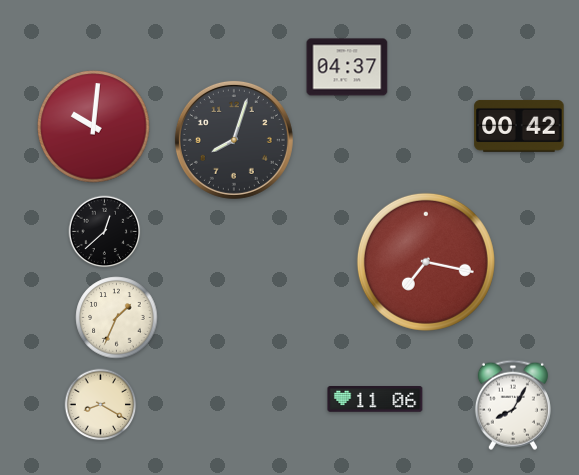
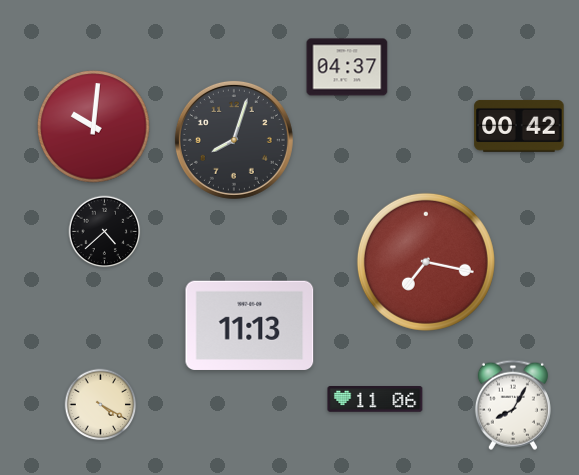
clock at (105, 232): 12:38 -> 4:38
clock at (117, 318): 1:34 -> none
clock at (250, 325): none -> 11:13
clock at (101, 405): 8:20 -> 4:20
